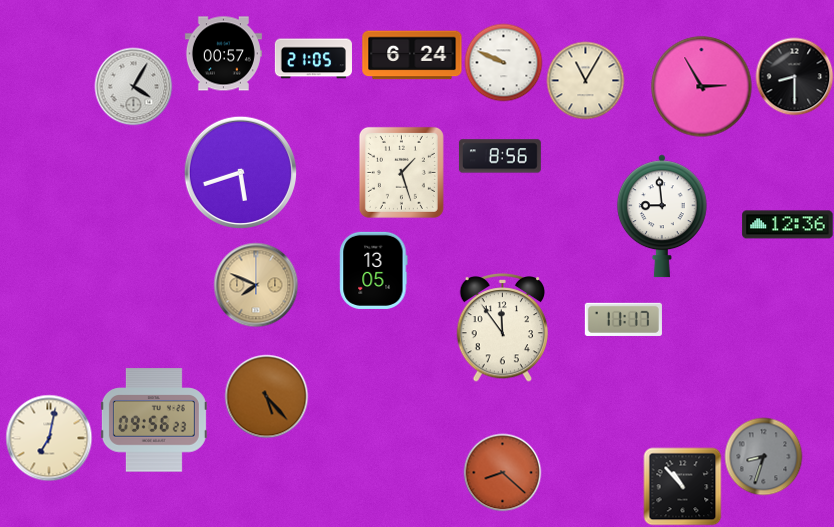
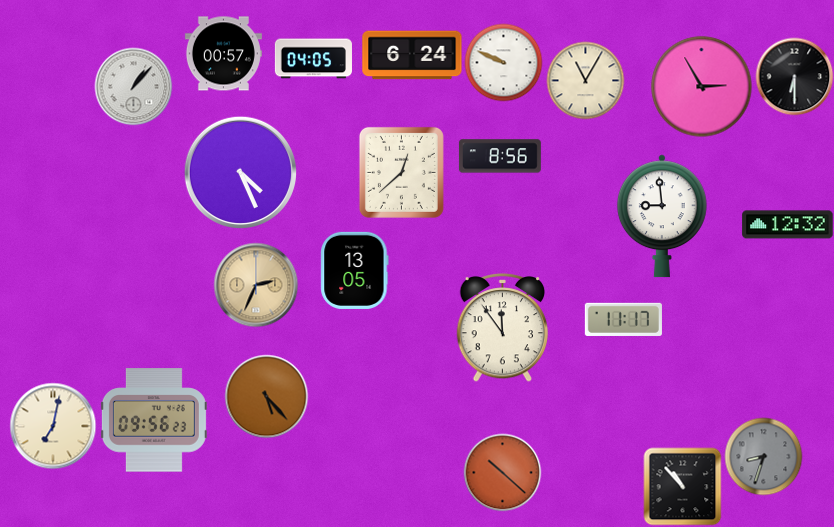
clock at (313, 59): 21:05 -> 04:05
clock at (794, 76): 8:30 -> 6:30
clock at (133, 86): 4:05 -> 1:07
clock at (240, 172): 5:42 -> 4:26
clock at (401, 172): 1:27 -> 12:38
clock at (788, 225): 12:36 -> 12:32
clock at (374, 270) position: (374, 270) -> (355, 270)
clock at (256, 285): 7:49 -> 2:34
clock at (49, 438) position: (49, 438) -> (53, 426)
clock at (502, 472): 8:22 -> 10:22
